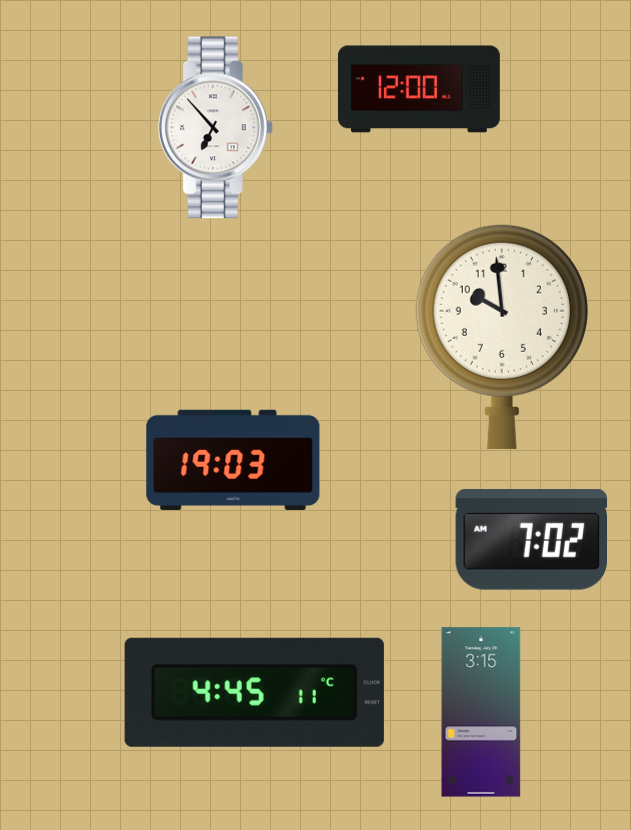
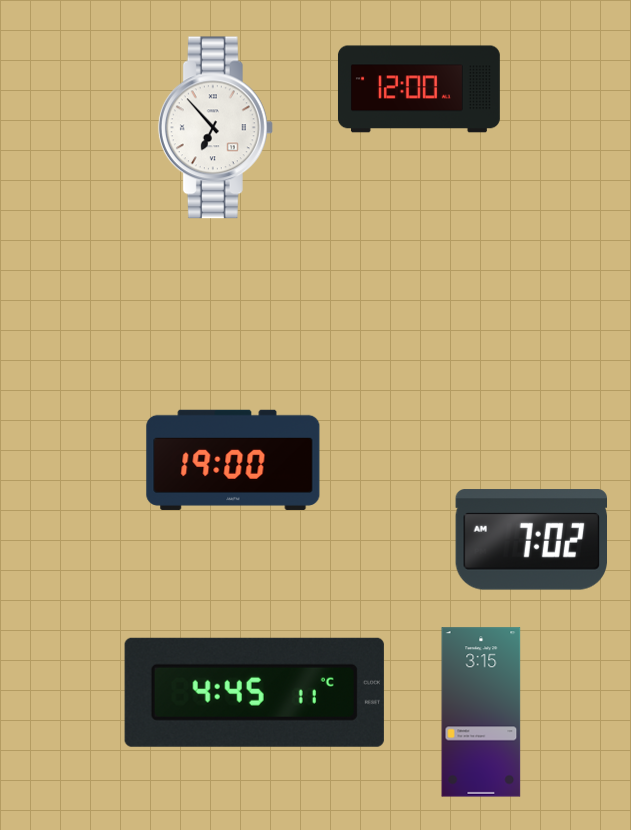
clock at (502, 336): 9:59 -> none
clock at (233, 460): 19:03 -> 19:00
